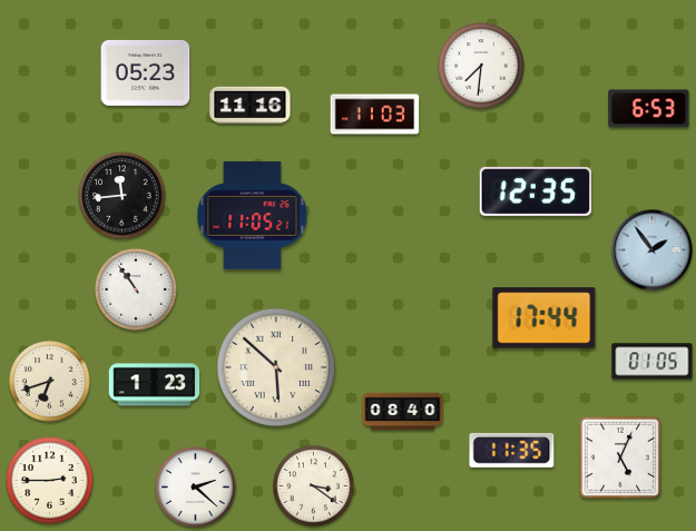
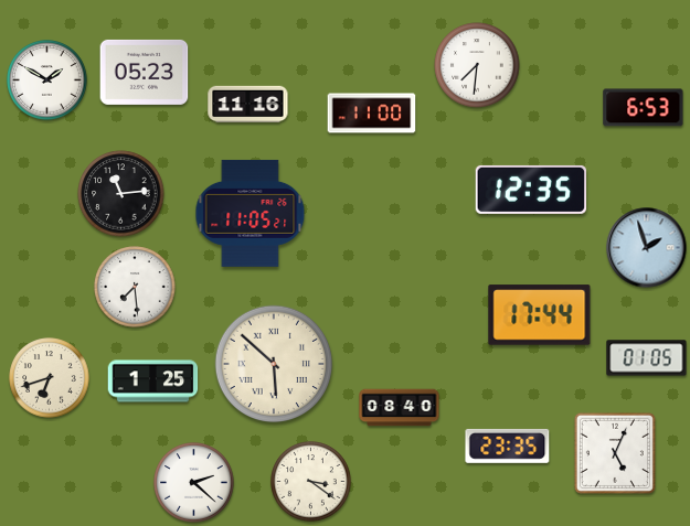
clock at (47, 80): none -> 1:50
clock at (375, 115): 11:03 -> 11:00
clock at (122, 196): 11:44 -> 11:14
clock at (653, 250): 1:54 -> 1:57
clock at (136, 289): 10:54 -> 7:29
clock at (155, 385): 1:23 -> 1:25
clock at (512, 450): 11:35 -> 23:35
clock at (50, 481): 2:45 -> none
